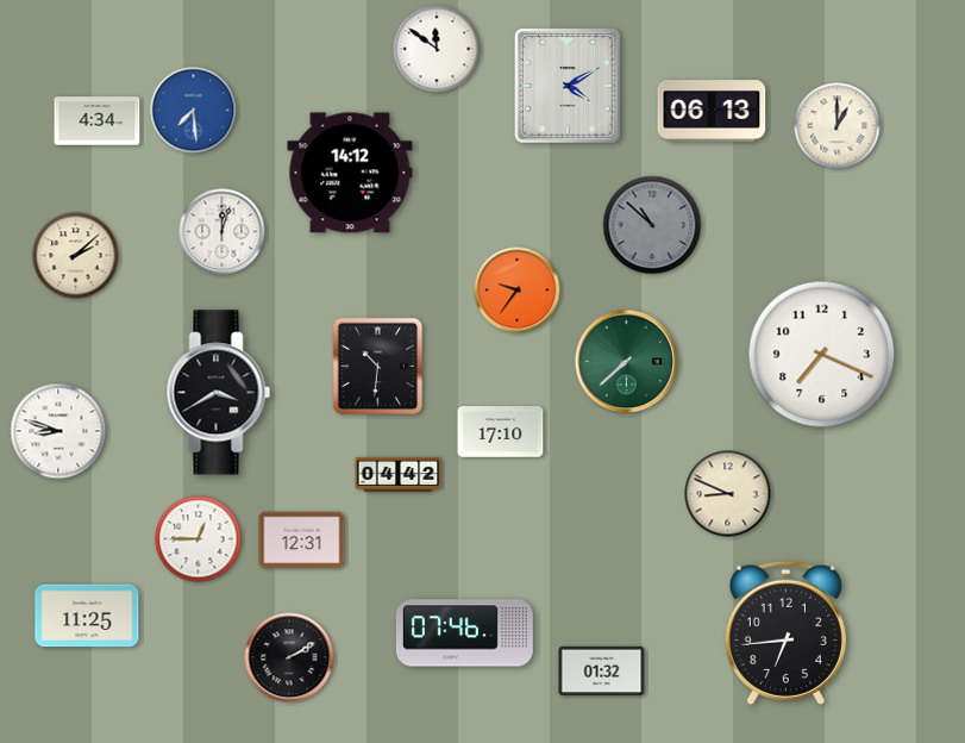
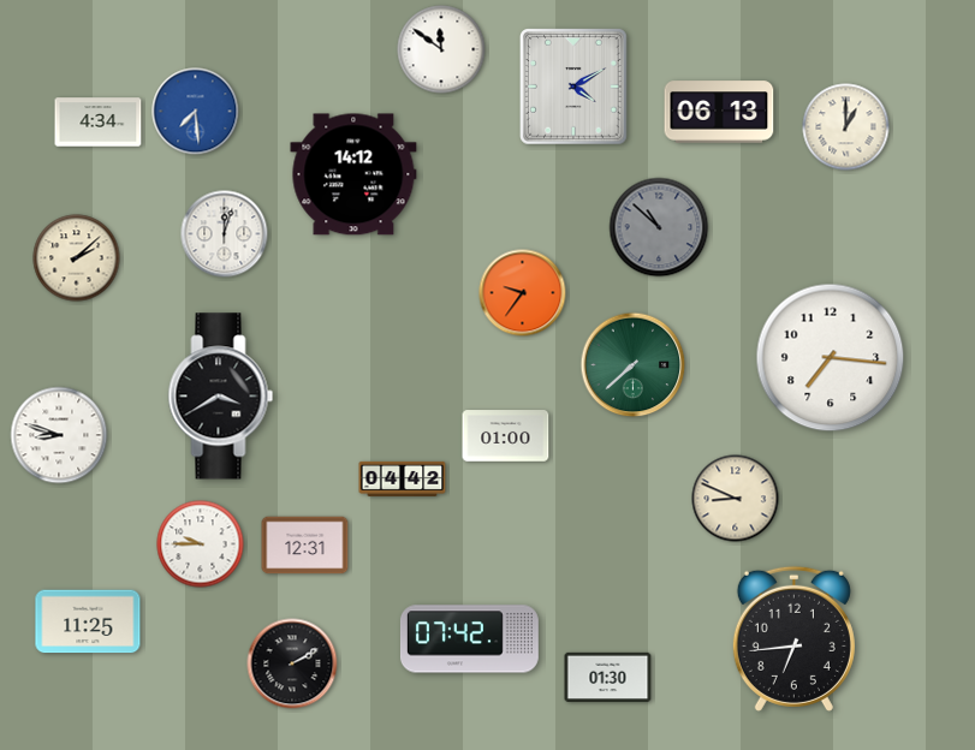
clock at (822, 355): 7:19 -> 7:16
clock at (378, 367): 10:31 -> none
clock at (501, 432): 17:10 -> 01:00
clock at (199, 539): 12:45 -> 9:45
clock at (464, 633): 07:46 -> 07:42
clock at (602, 670): 01:32 -> 01:30
